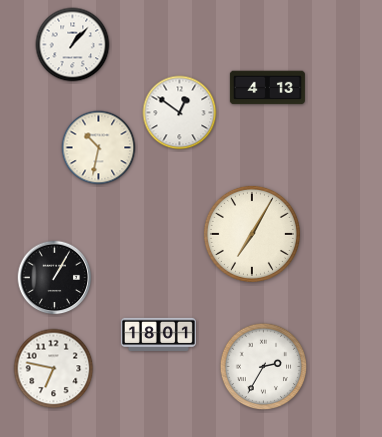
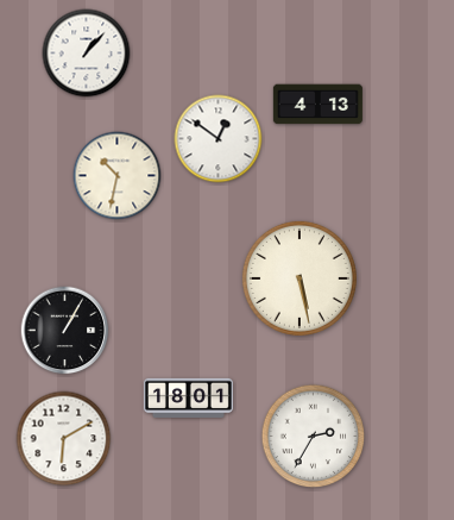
clock at (180, 113) position: (180, 113) -> (219, 139)
clock at (252, 234): 7:05 -> 5:28
clock at (54, 369): 6:47 -> 6:10
